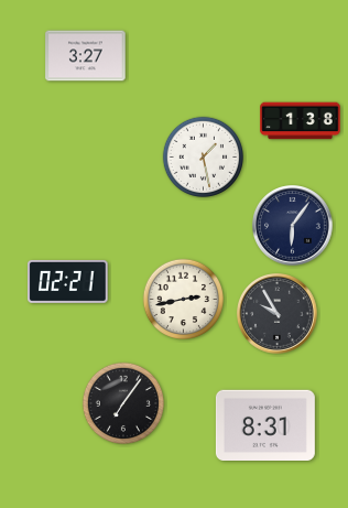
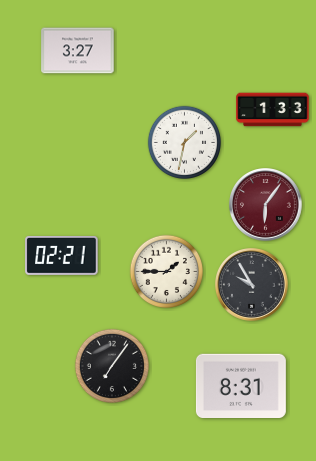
clock at (301, 121): 1:38 -> 1:33
clock at (203, 156): 1:28 -> 1:32
clock at (293, 226) dial: navy -> burgundy
clock at (183, 299): 2:43 -> 1:45
